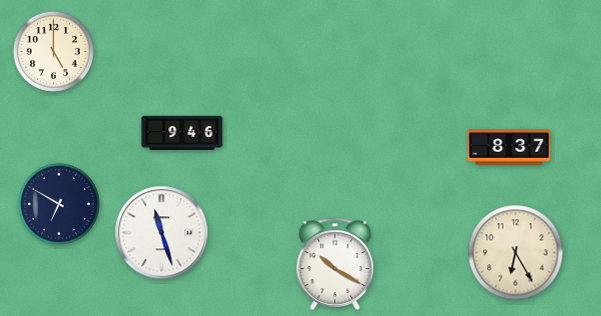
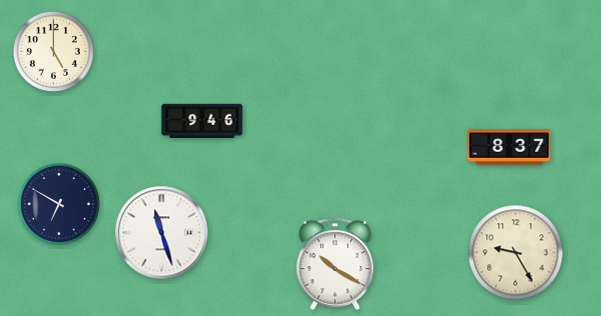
clock at (182, 132) position: (182, 132) -> (202, 120)
clock at (516, 253): 6:25 -> 9:25
